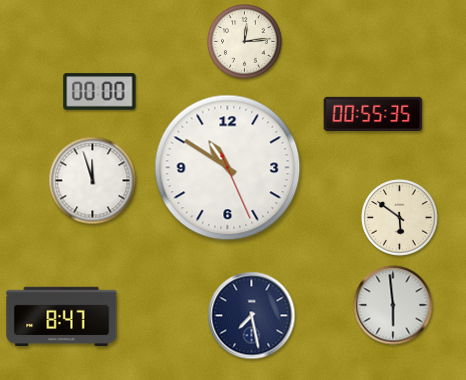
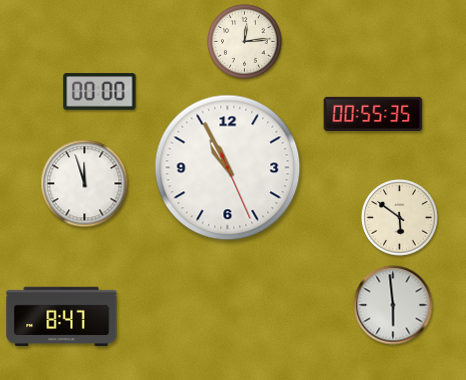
clock at (228, 168): 10:50 -> 10:55
clock at (93, 181) position: (93, 181) -> (85, 184)
clock at (252, 316): 7:28 -> none
